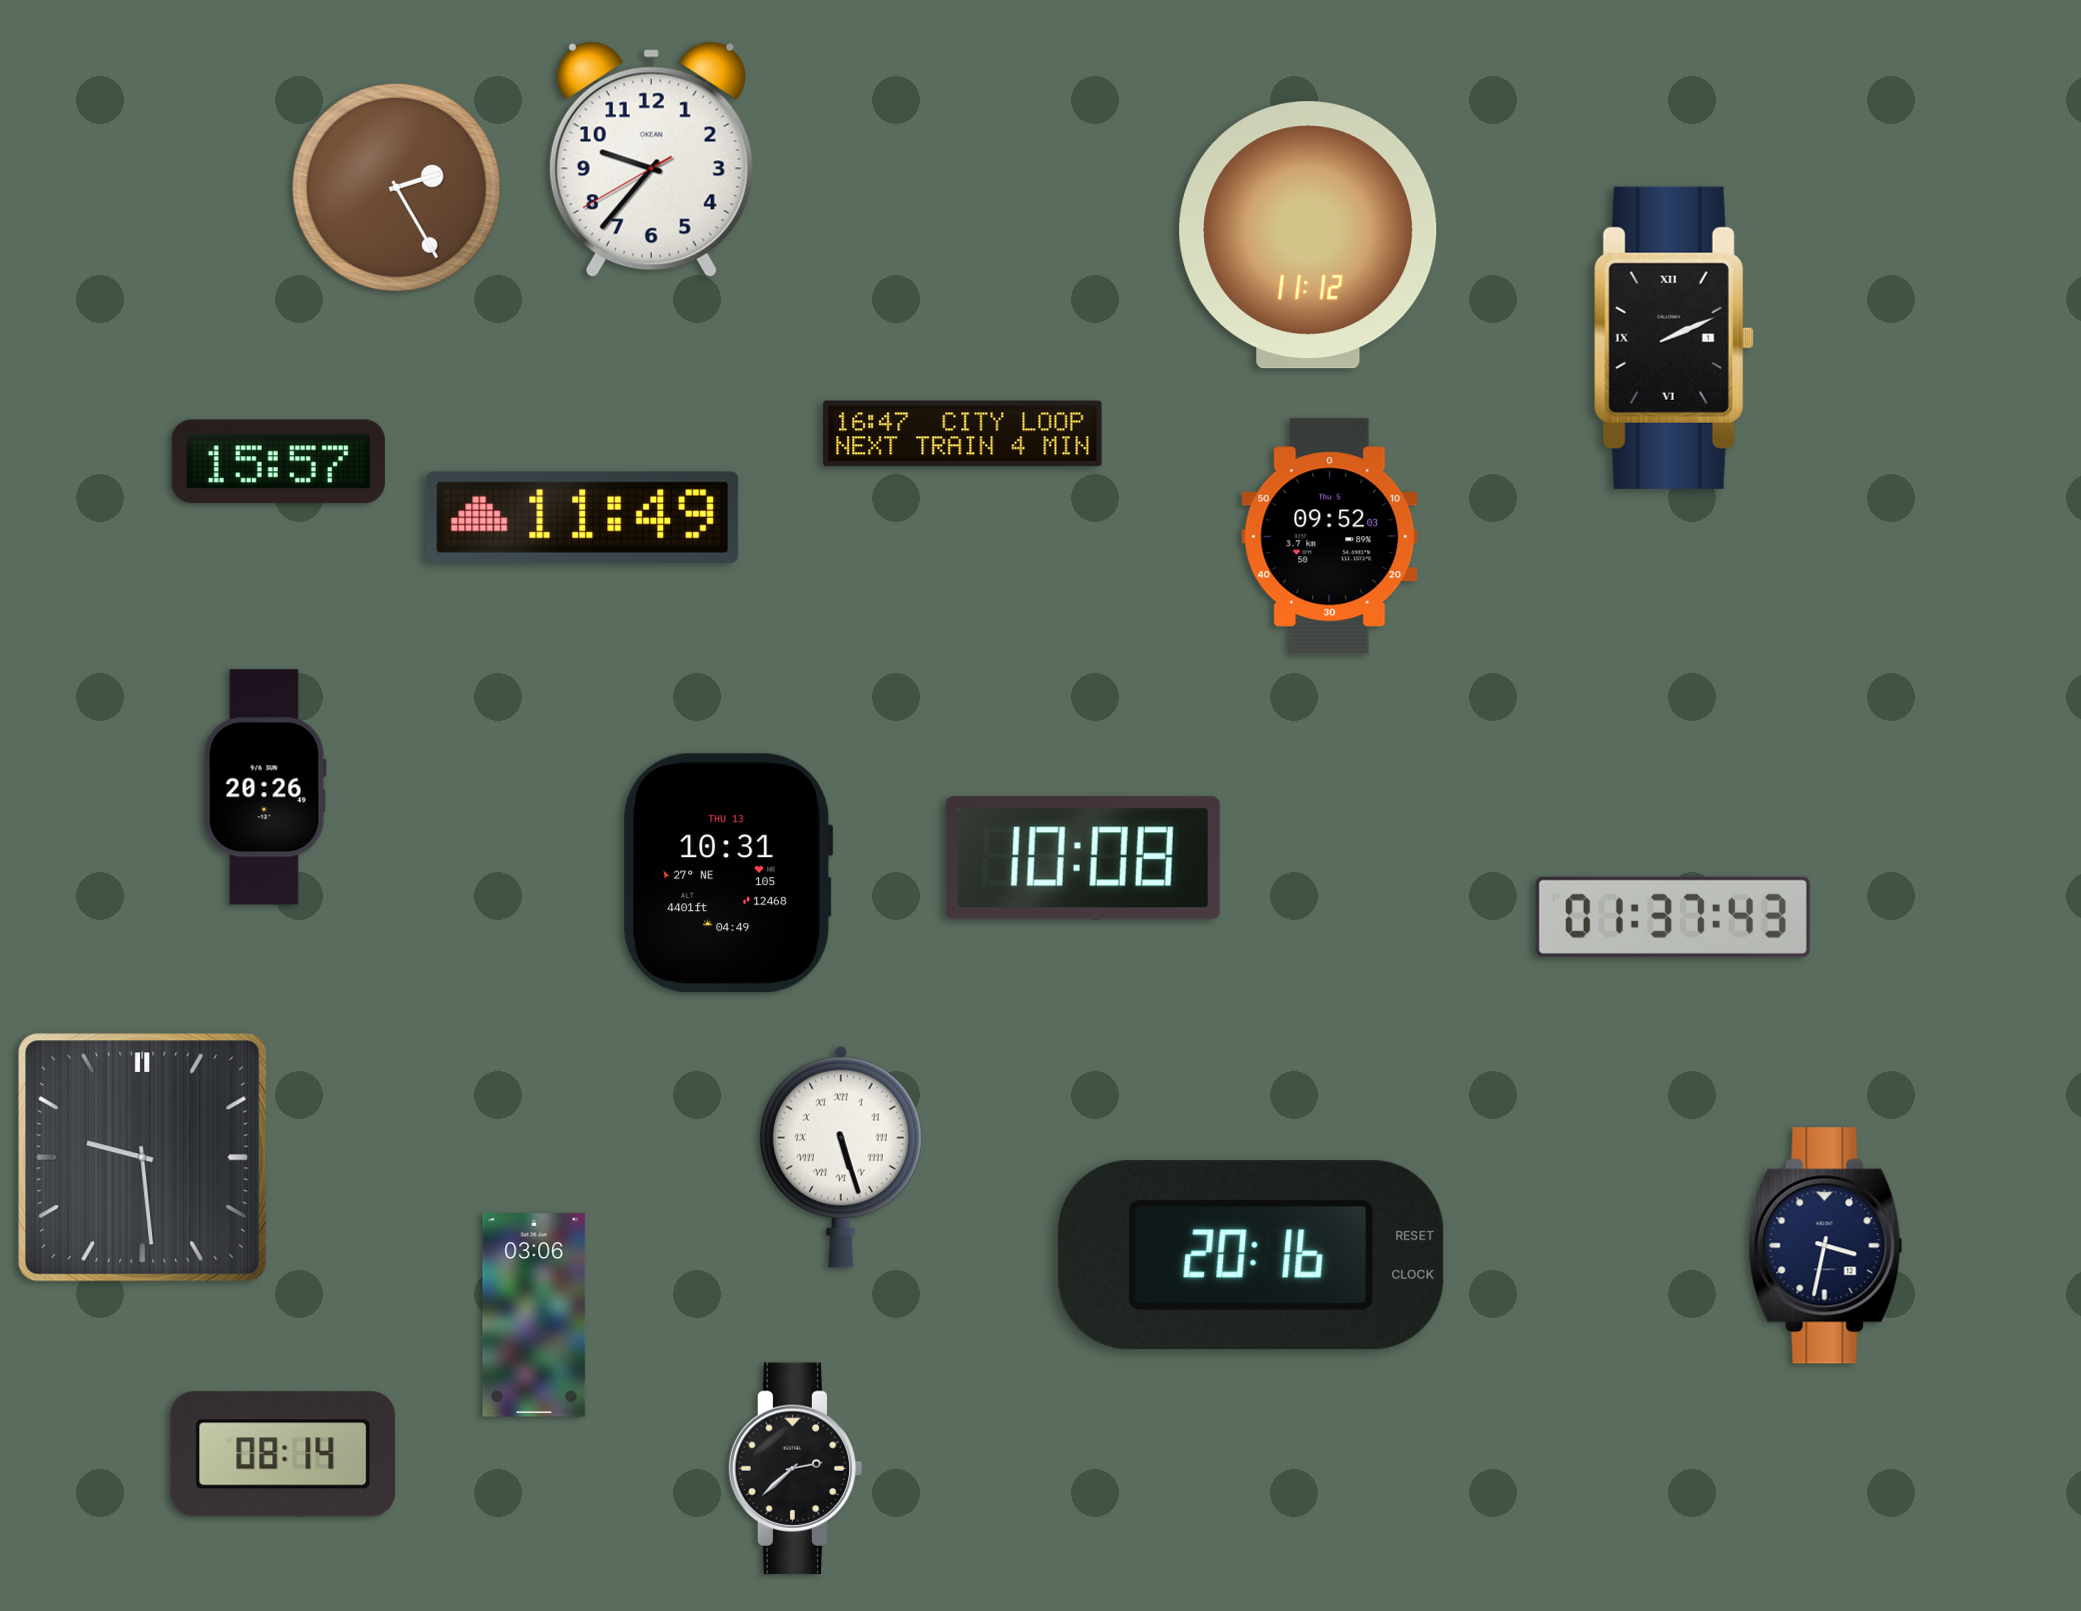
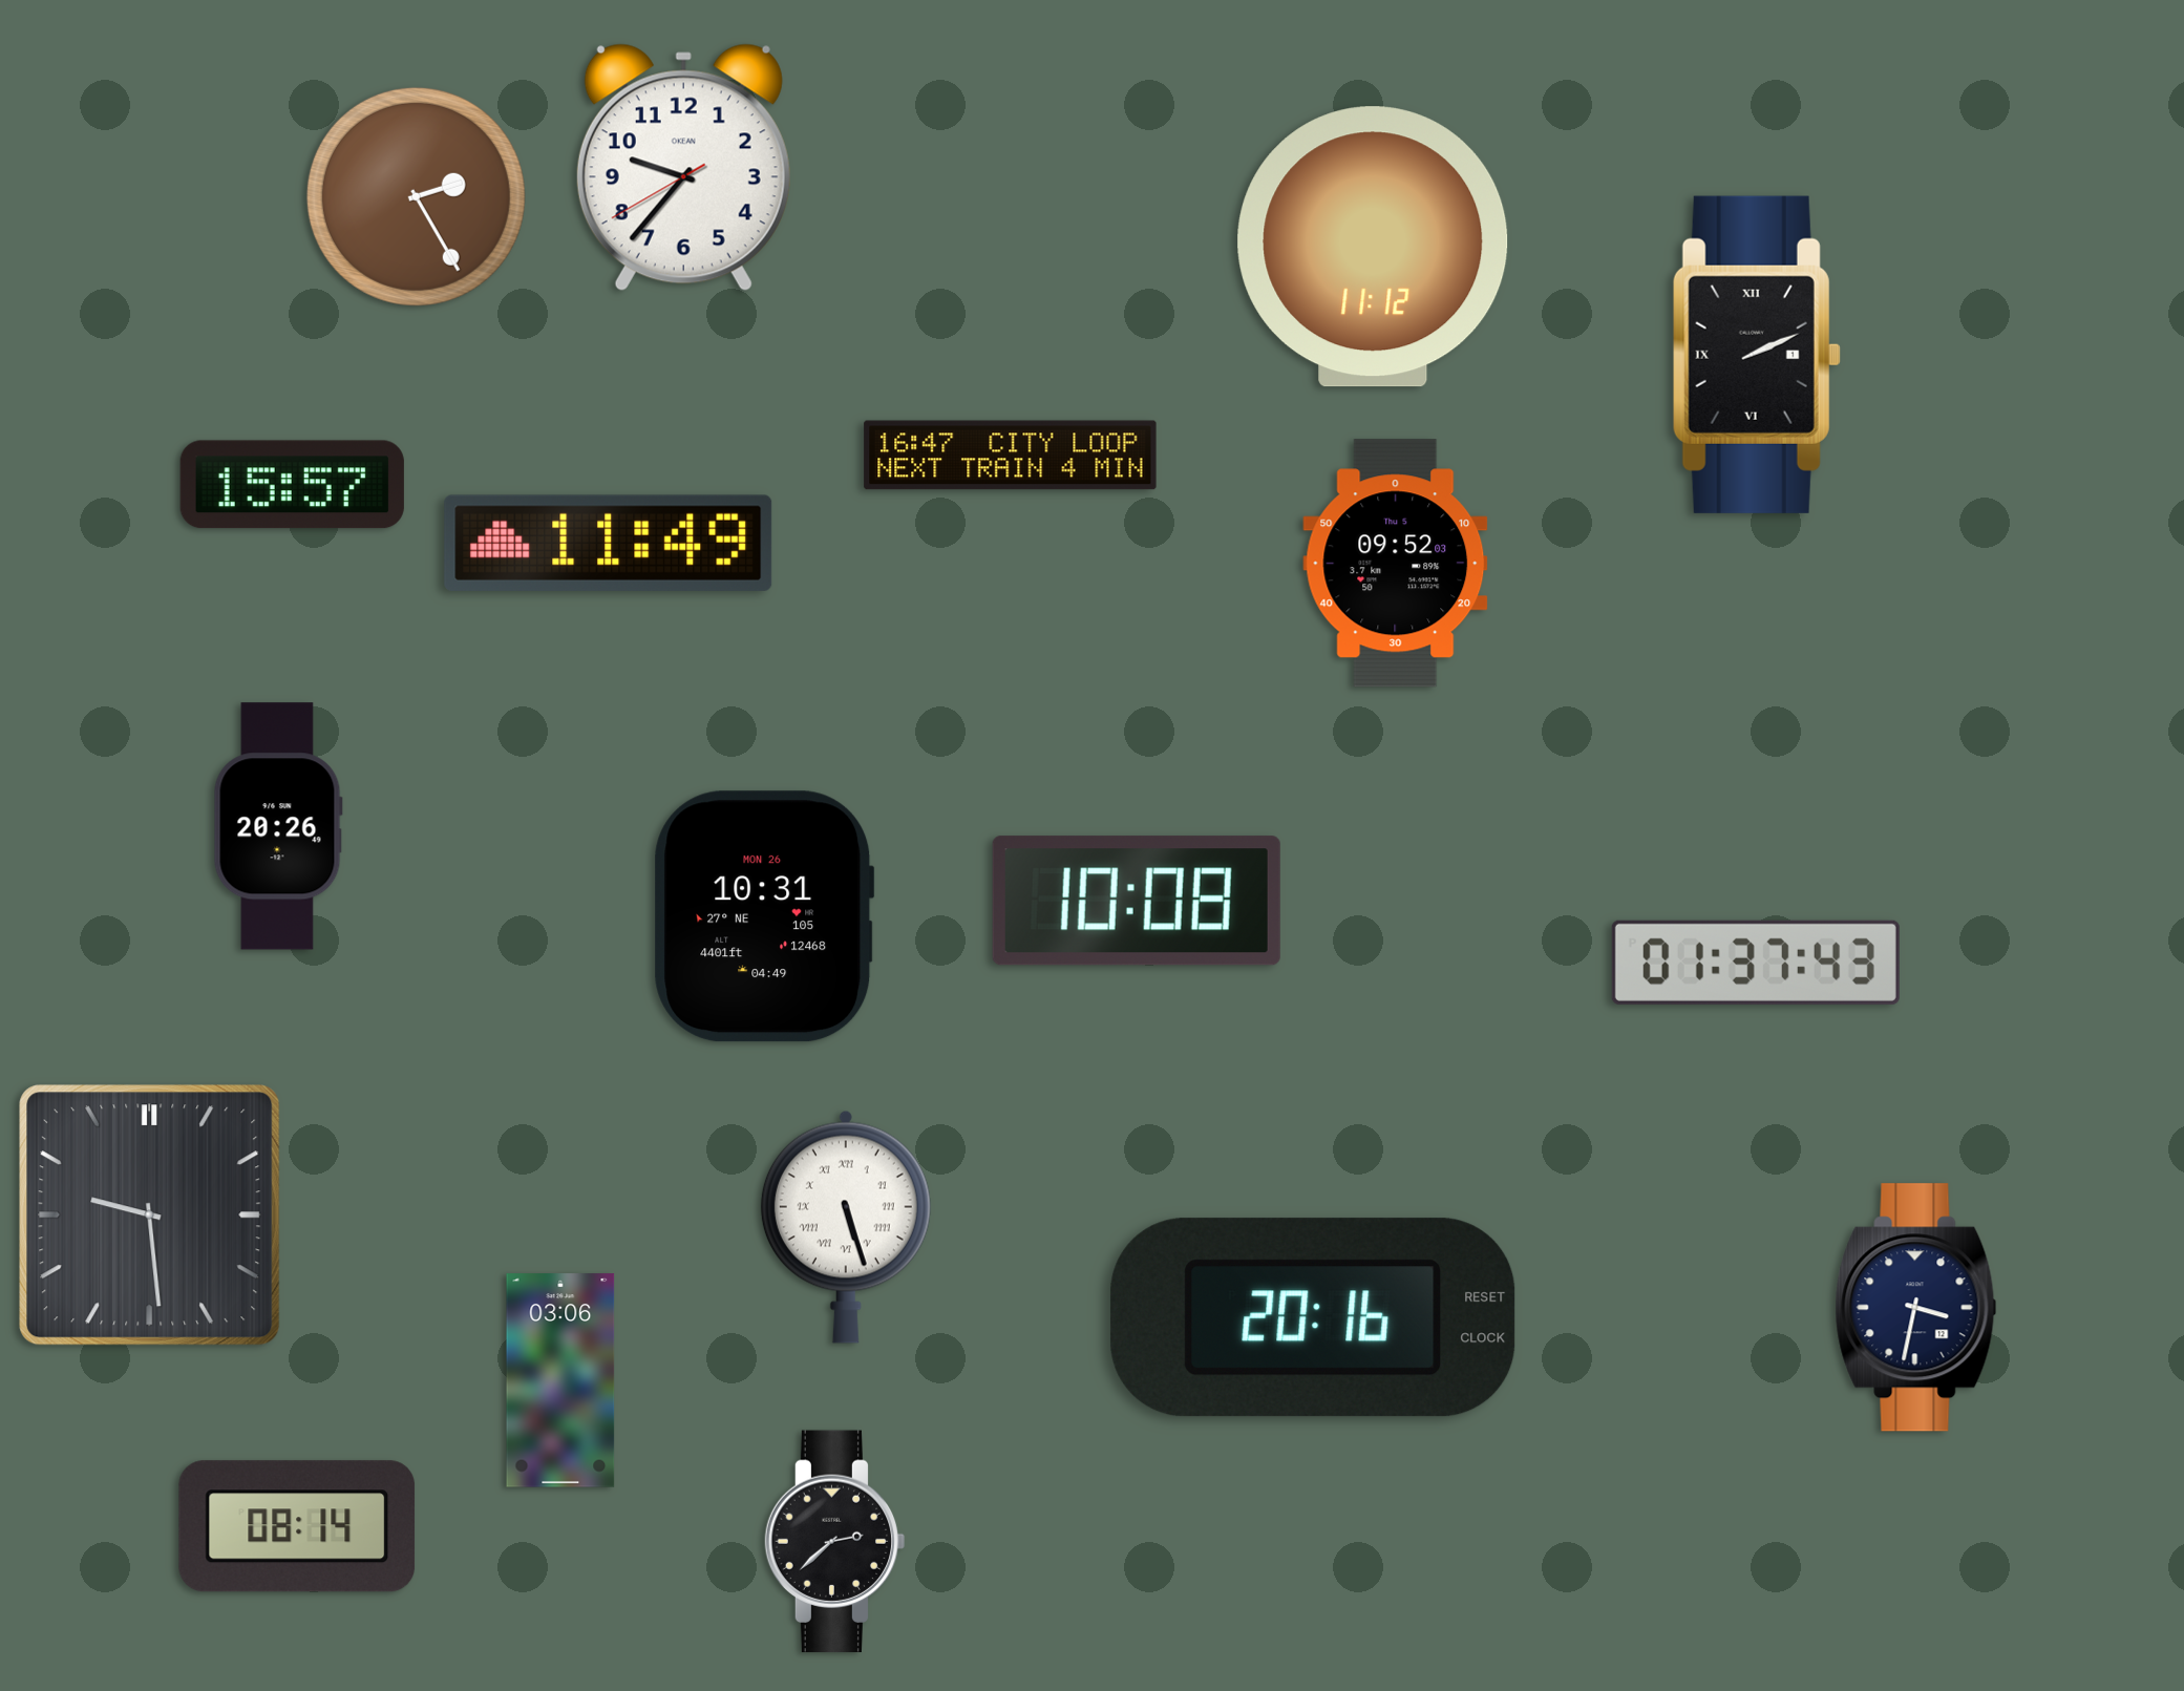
clock at (583, 517) position: (583, 517) -> (609, 543)
clock at (728, 873) date: THU 13 -> MON 26
clock at (841, 1157) position: (841, 1157) -> (846, 1227)
